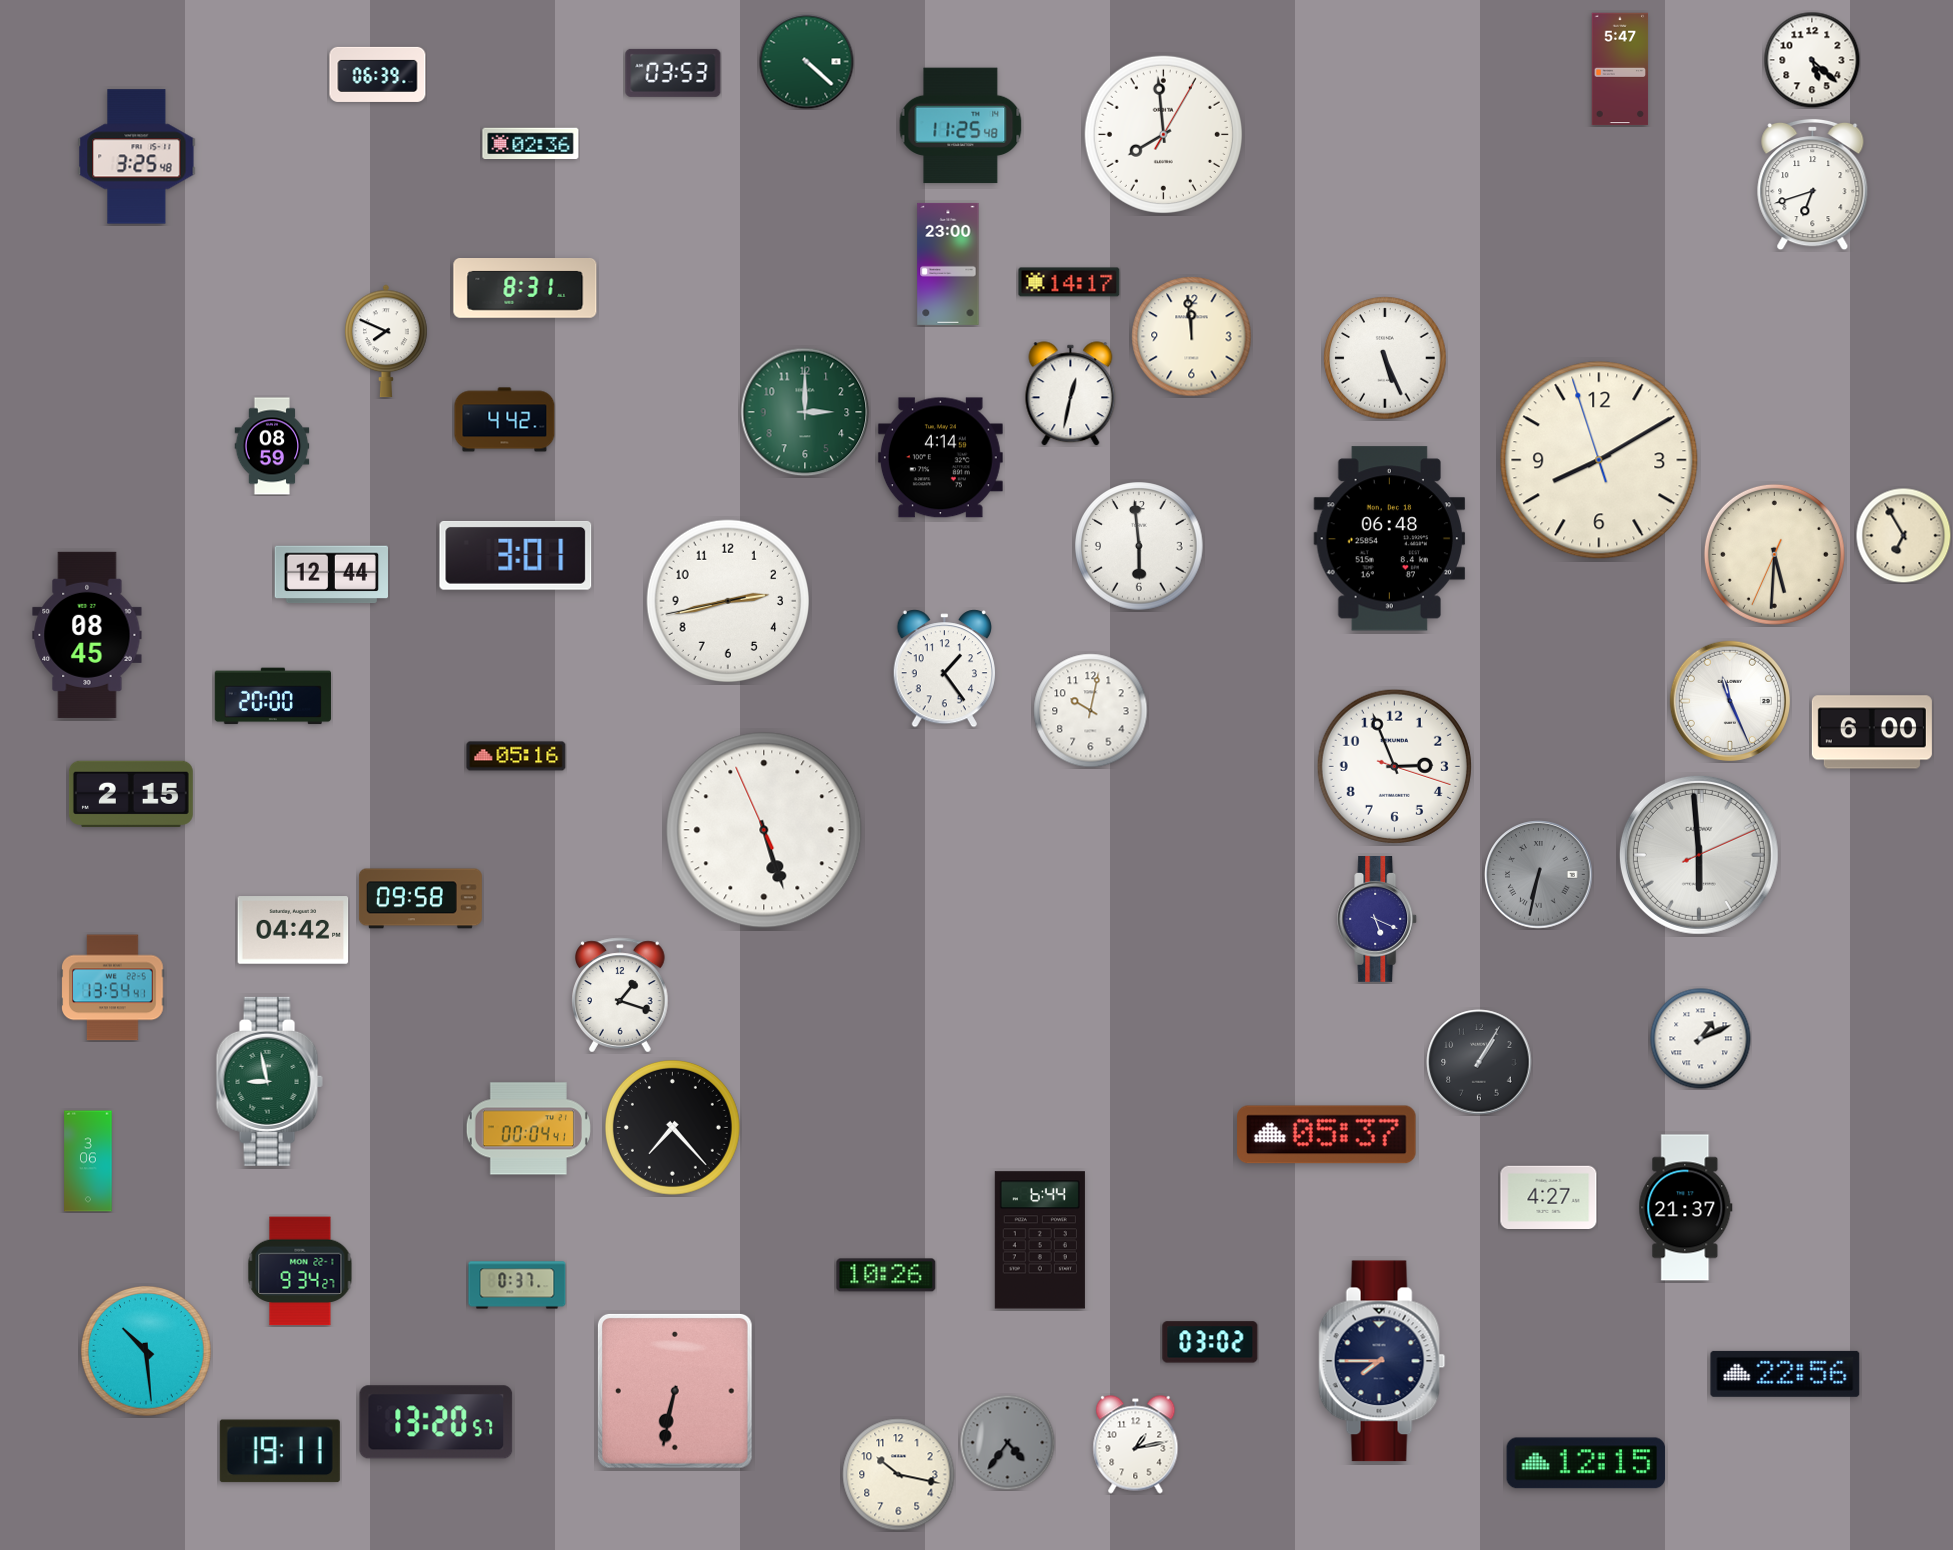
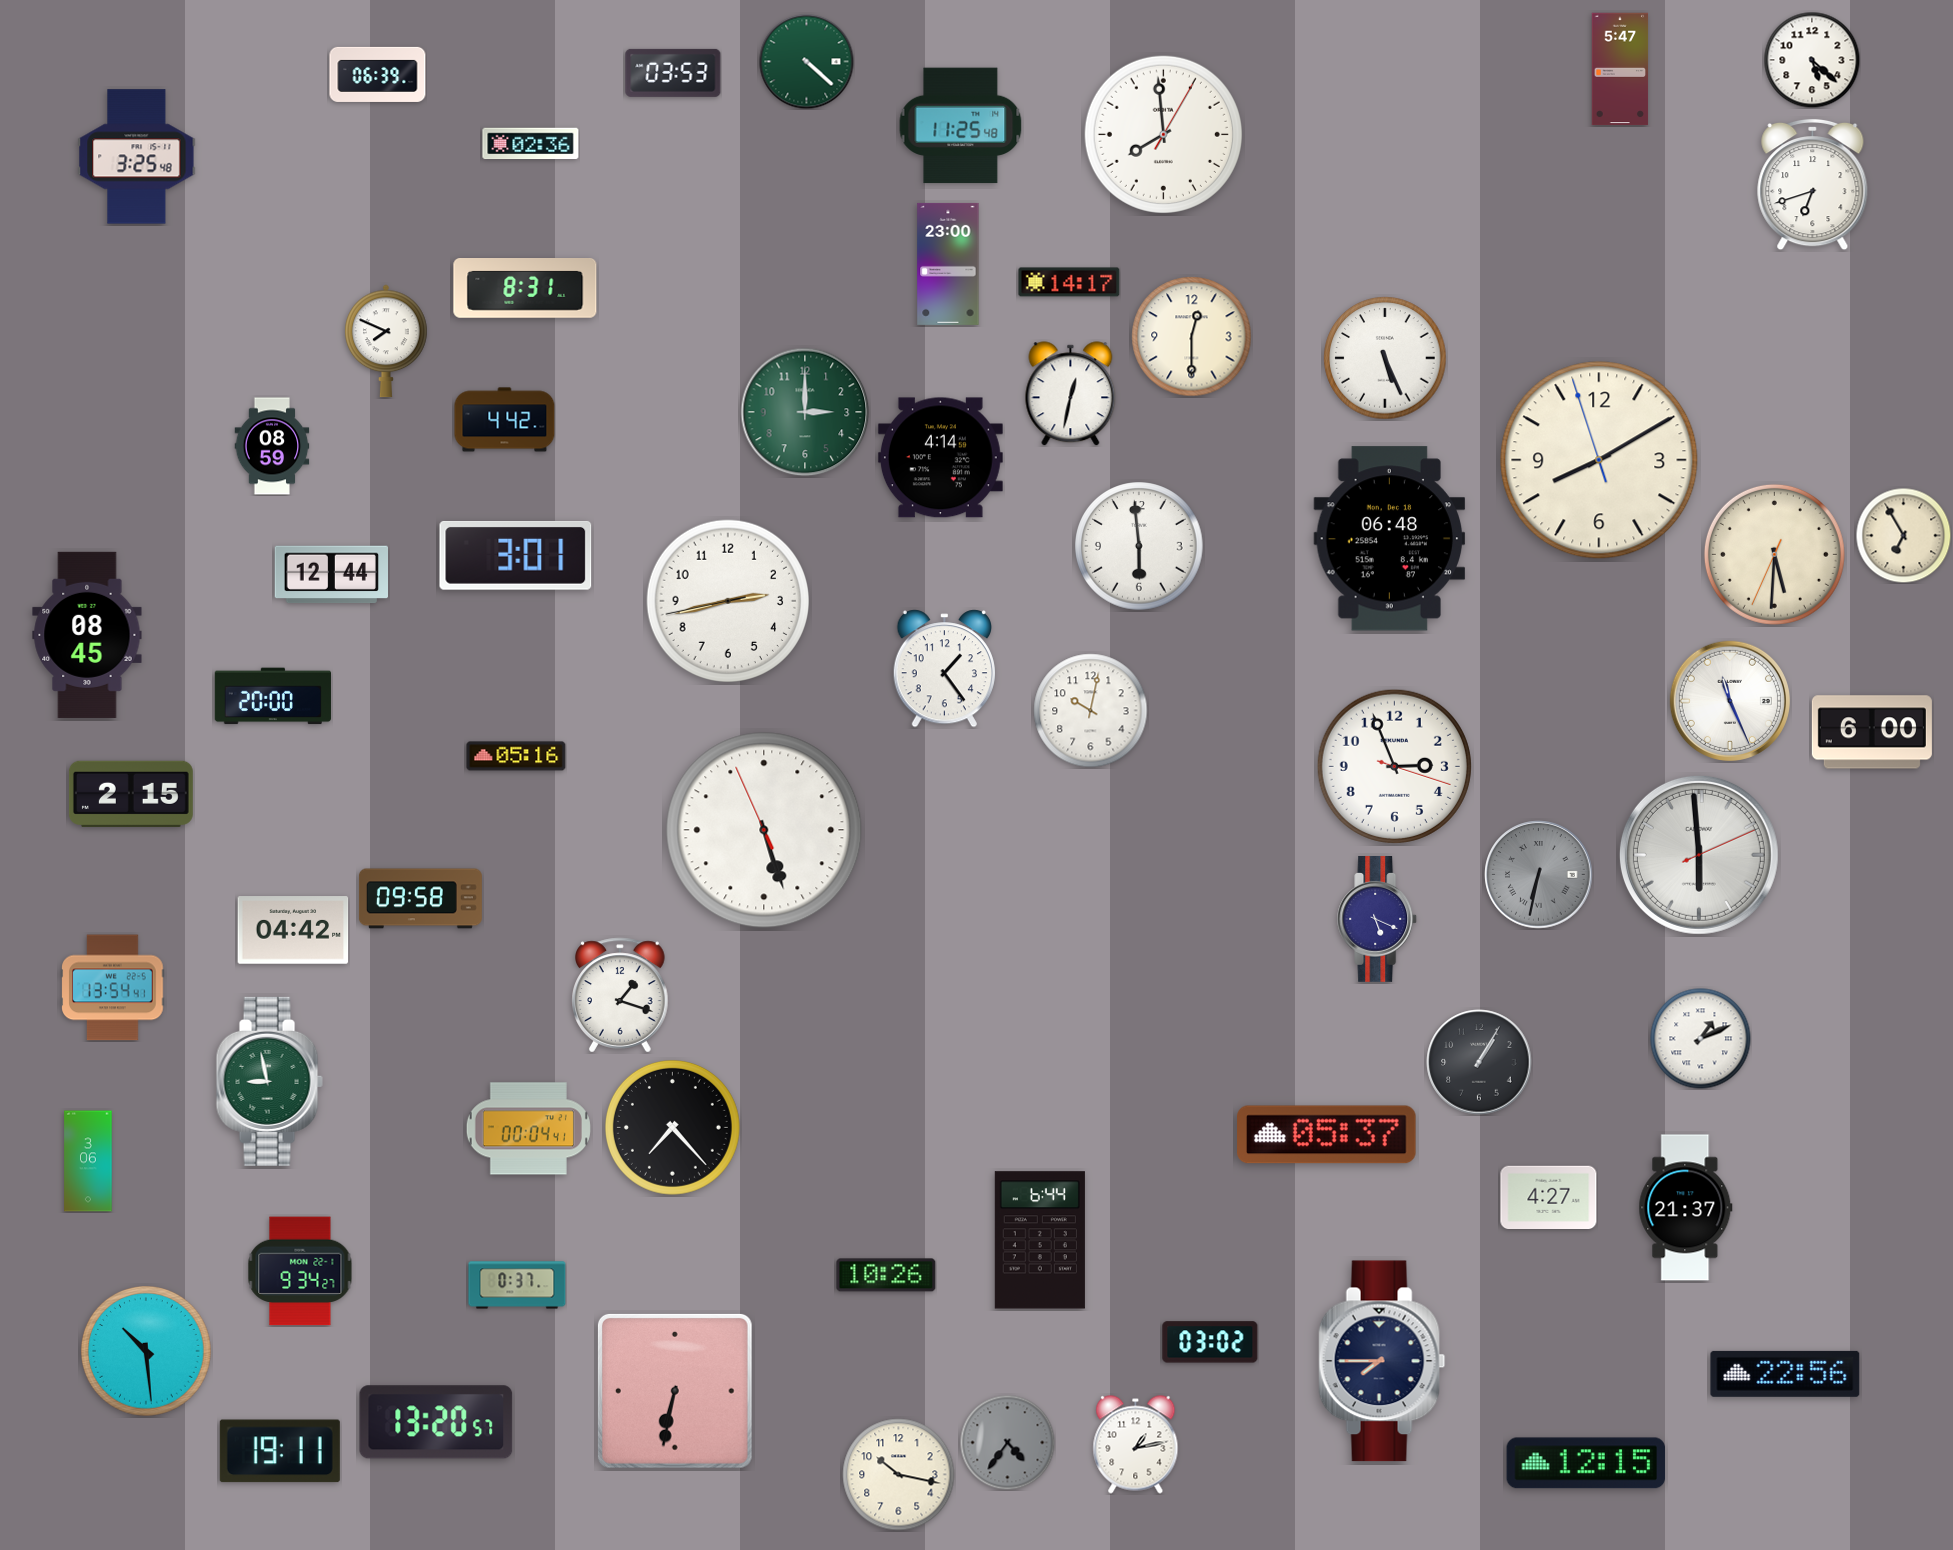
clock at (1192, 337): 11:59 -> 12:30
